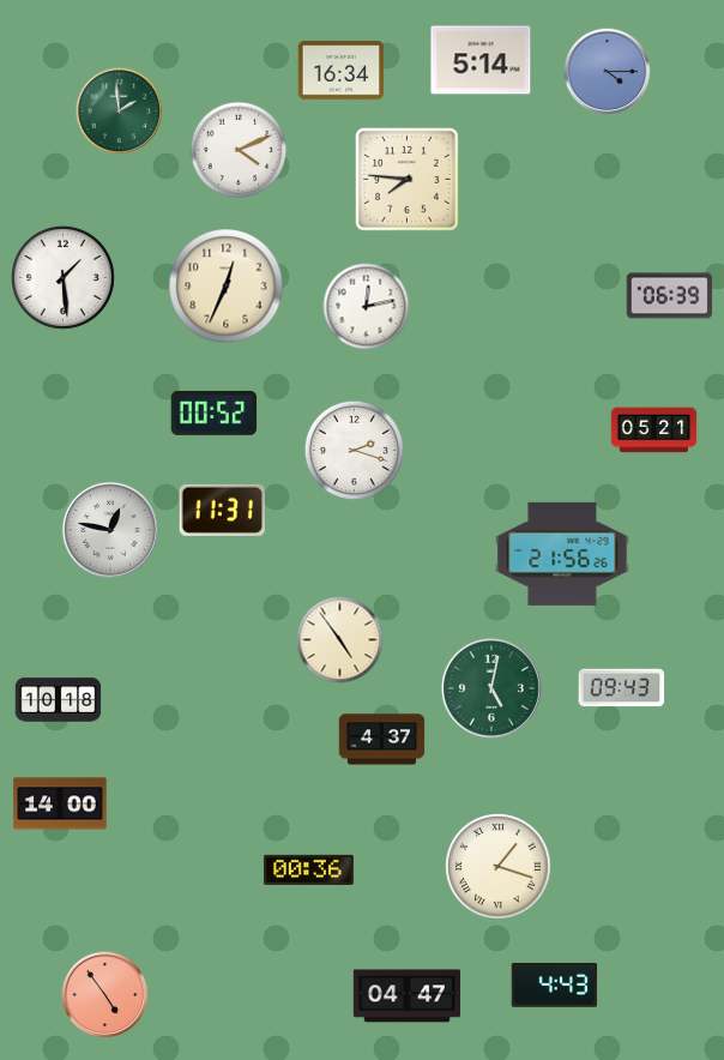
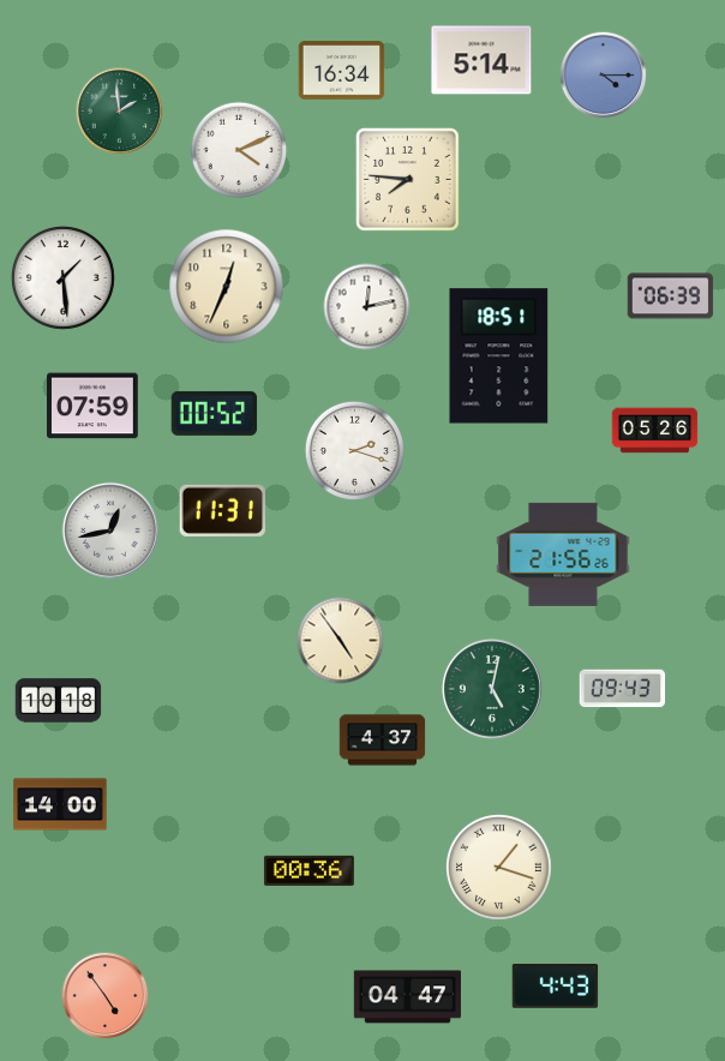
clock at (608, 72) position: (608, 72) -> (604, 76)
clock at (499, 356): none -> 18:51
clock at (92, 406): none -> 07:59
clock at (654, 430): 05:21 -> 05:26
clock at (110, 530): 12:47 -> 12:43
